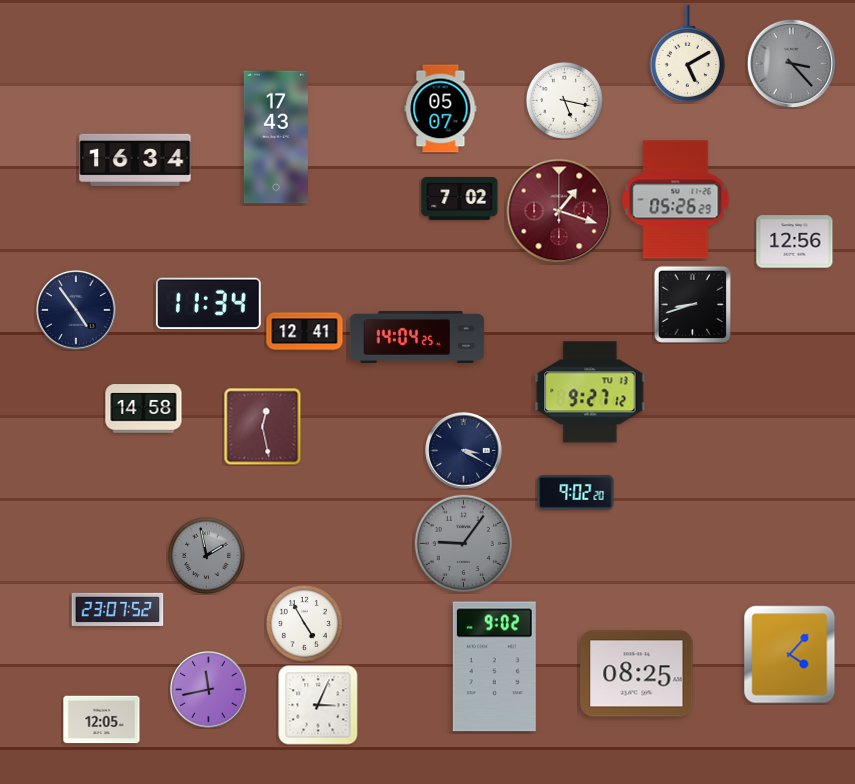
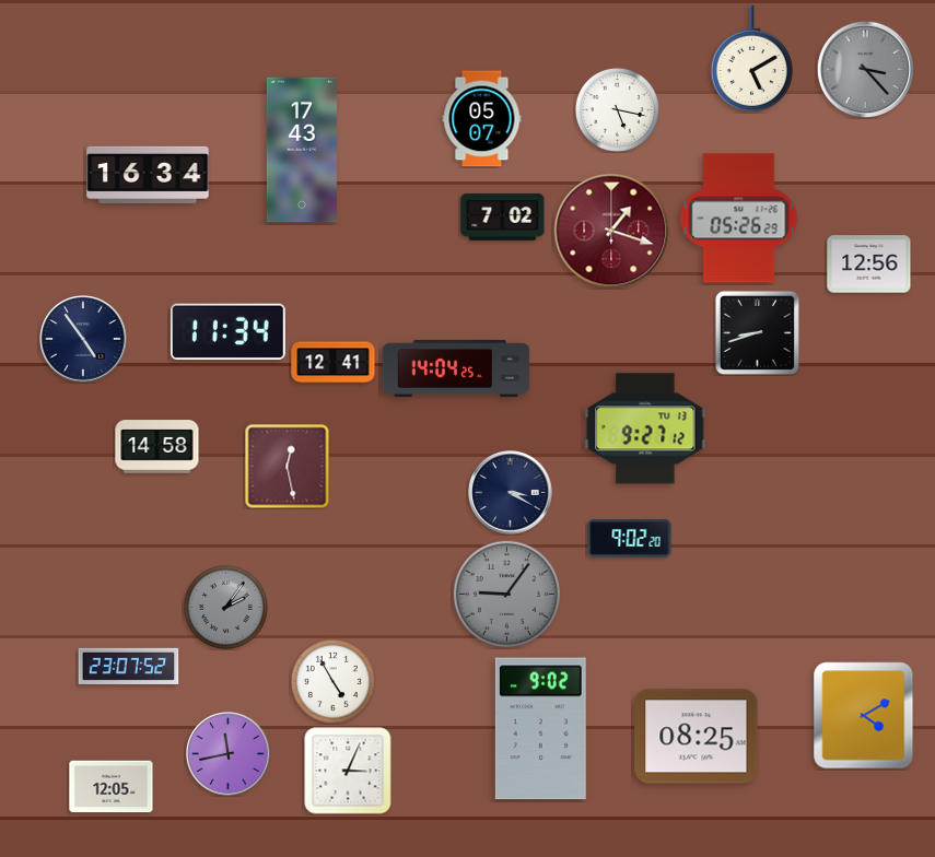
clock at (464, 451) position: (464, 451) -> (511, 493)
clock at (206, 555): 1:58 -> 2:06
clock at (790, 655): 4:07 -> 4:10
